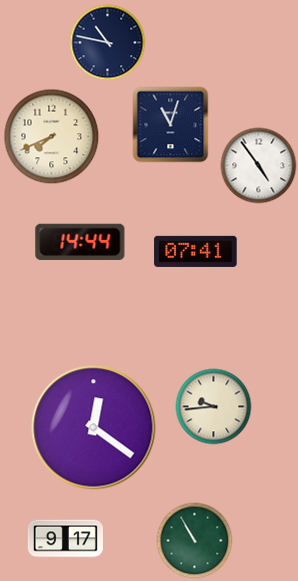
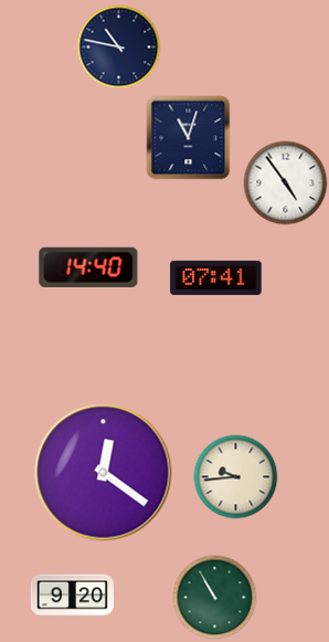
clock at (52, 137): 7:41 -> none
clock at (80, 242): 14:44 -> 14:40
clock at (214, 407) position: (214, 407) -> (236, 477)
clock at (65, 539): 9:17 -> 9:20
